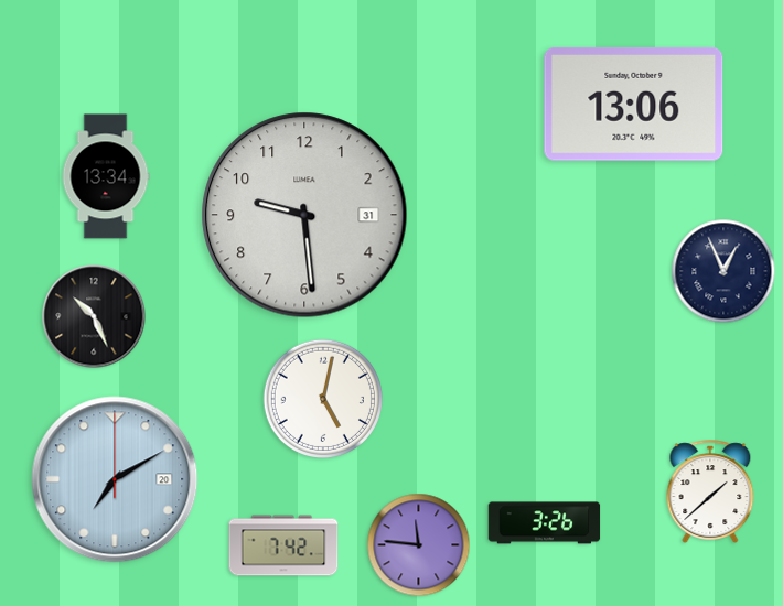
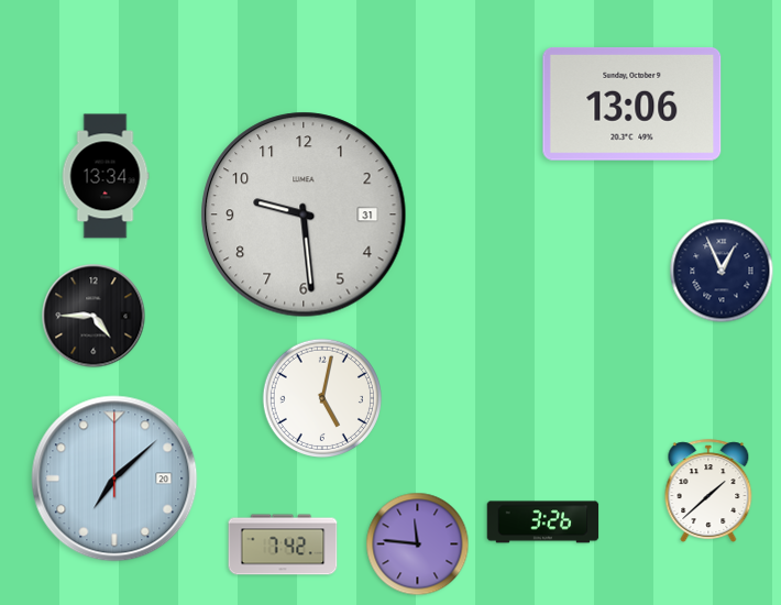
clock at (94, 316): 10:26 -> 4:45
clock at (115, 479): 7:10 -> 7:08
